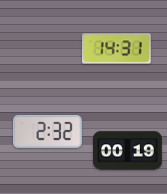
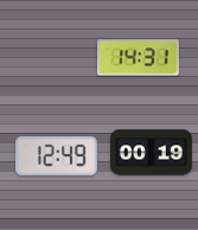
clock at (48, 132): 2:32 -> 12:49
clock at (128, 151) position: (128, 151) -> (152, 153)
